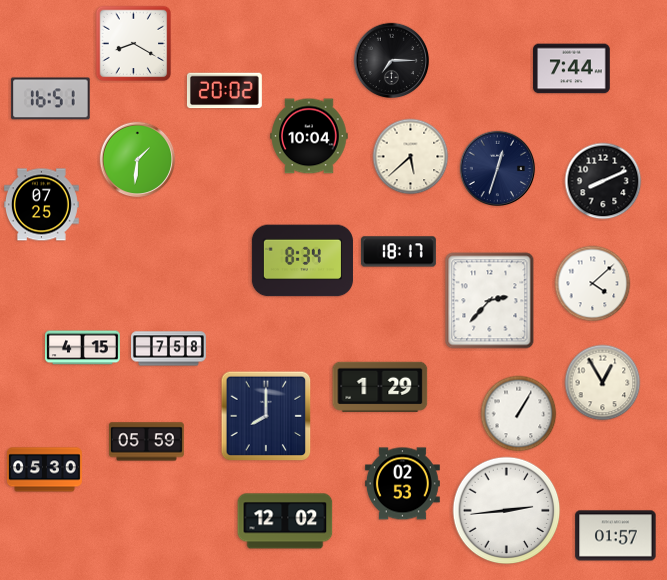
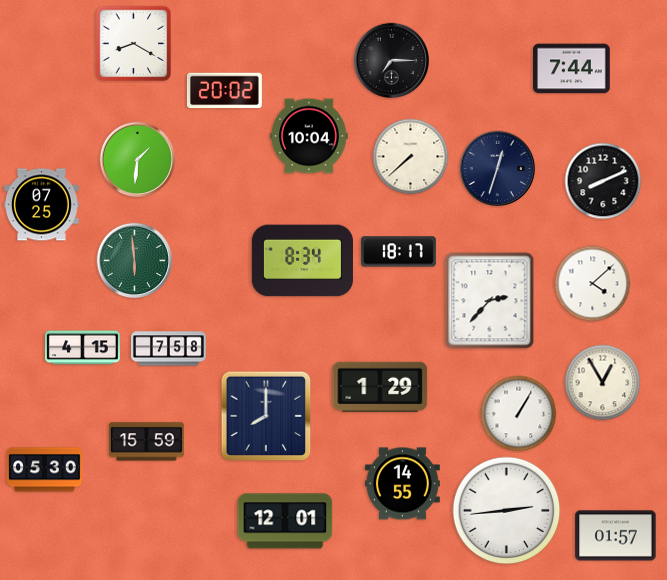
clock at (51, 99): 16:51 -> none
clock at (411, 157): 5:38 -> 7:38
clock at (135, 261): none -> 5:59
clock at (146, 442): 05:59 -> 15:59
clock at (402, 484): 02:53 -> 14:55
clock at (285, 521): 12:02 -> 12:01
